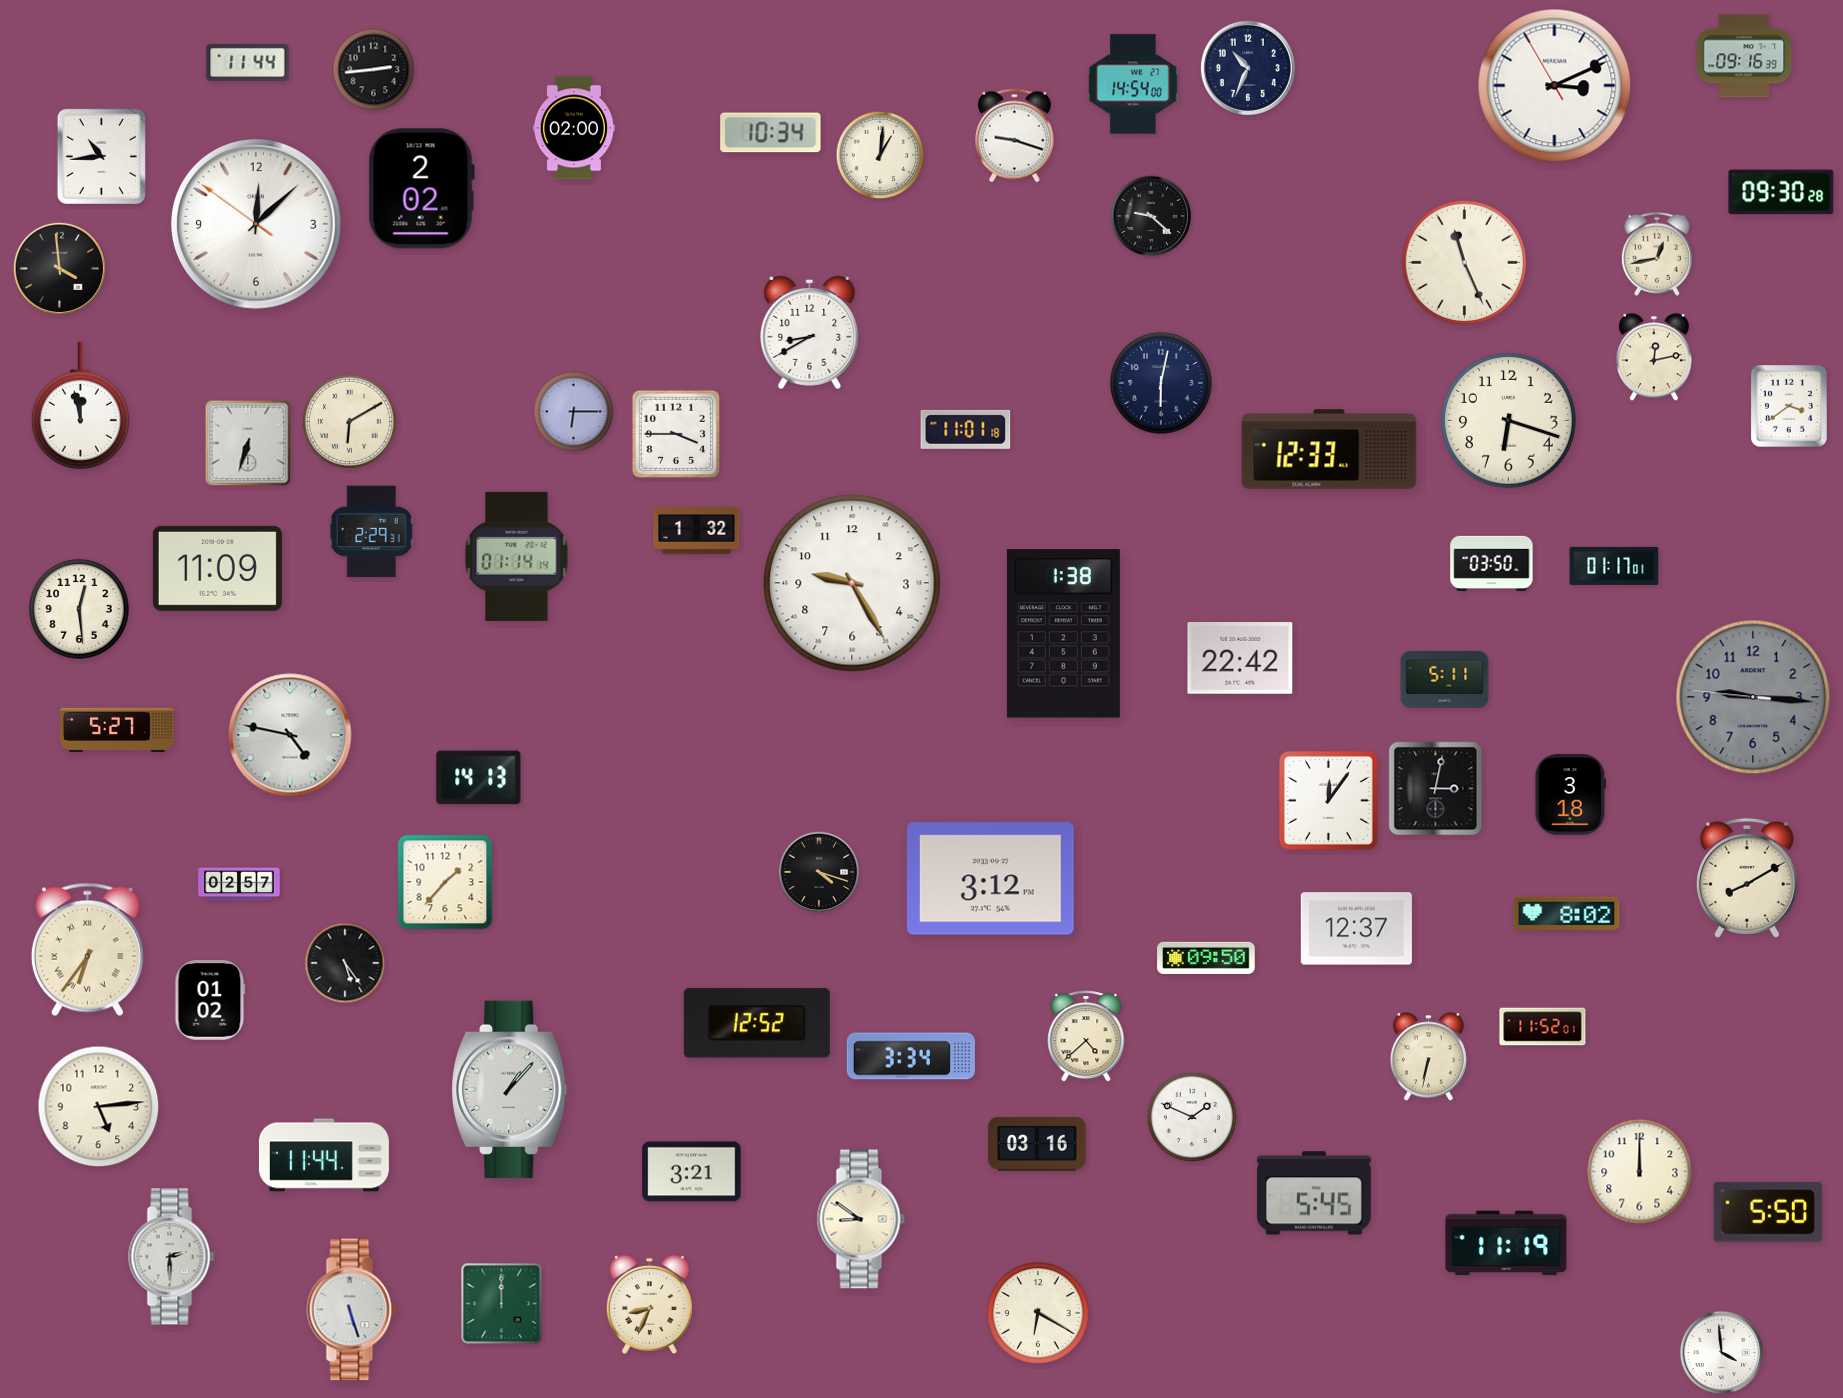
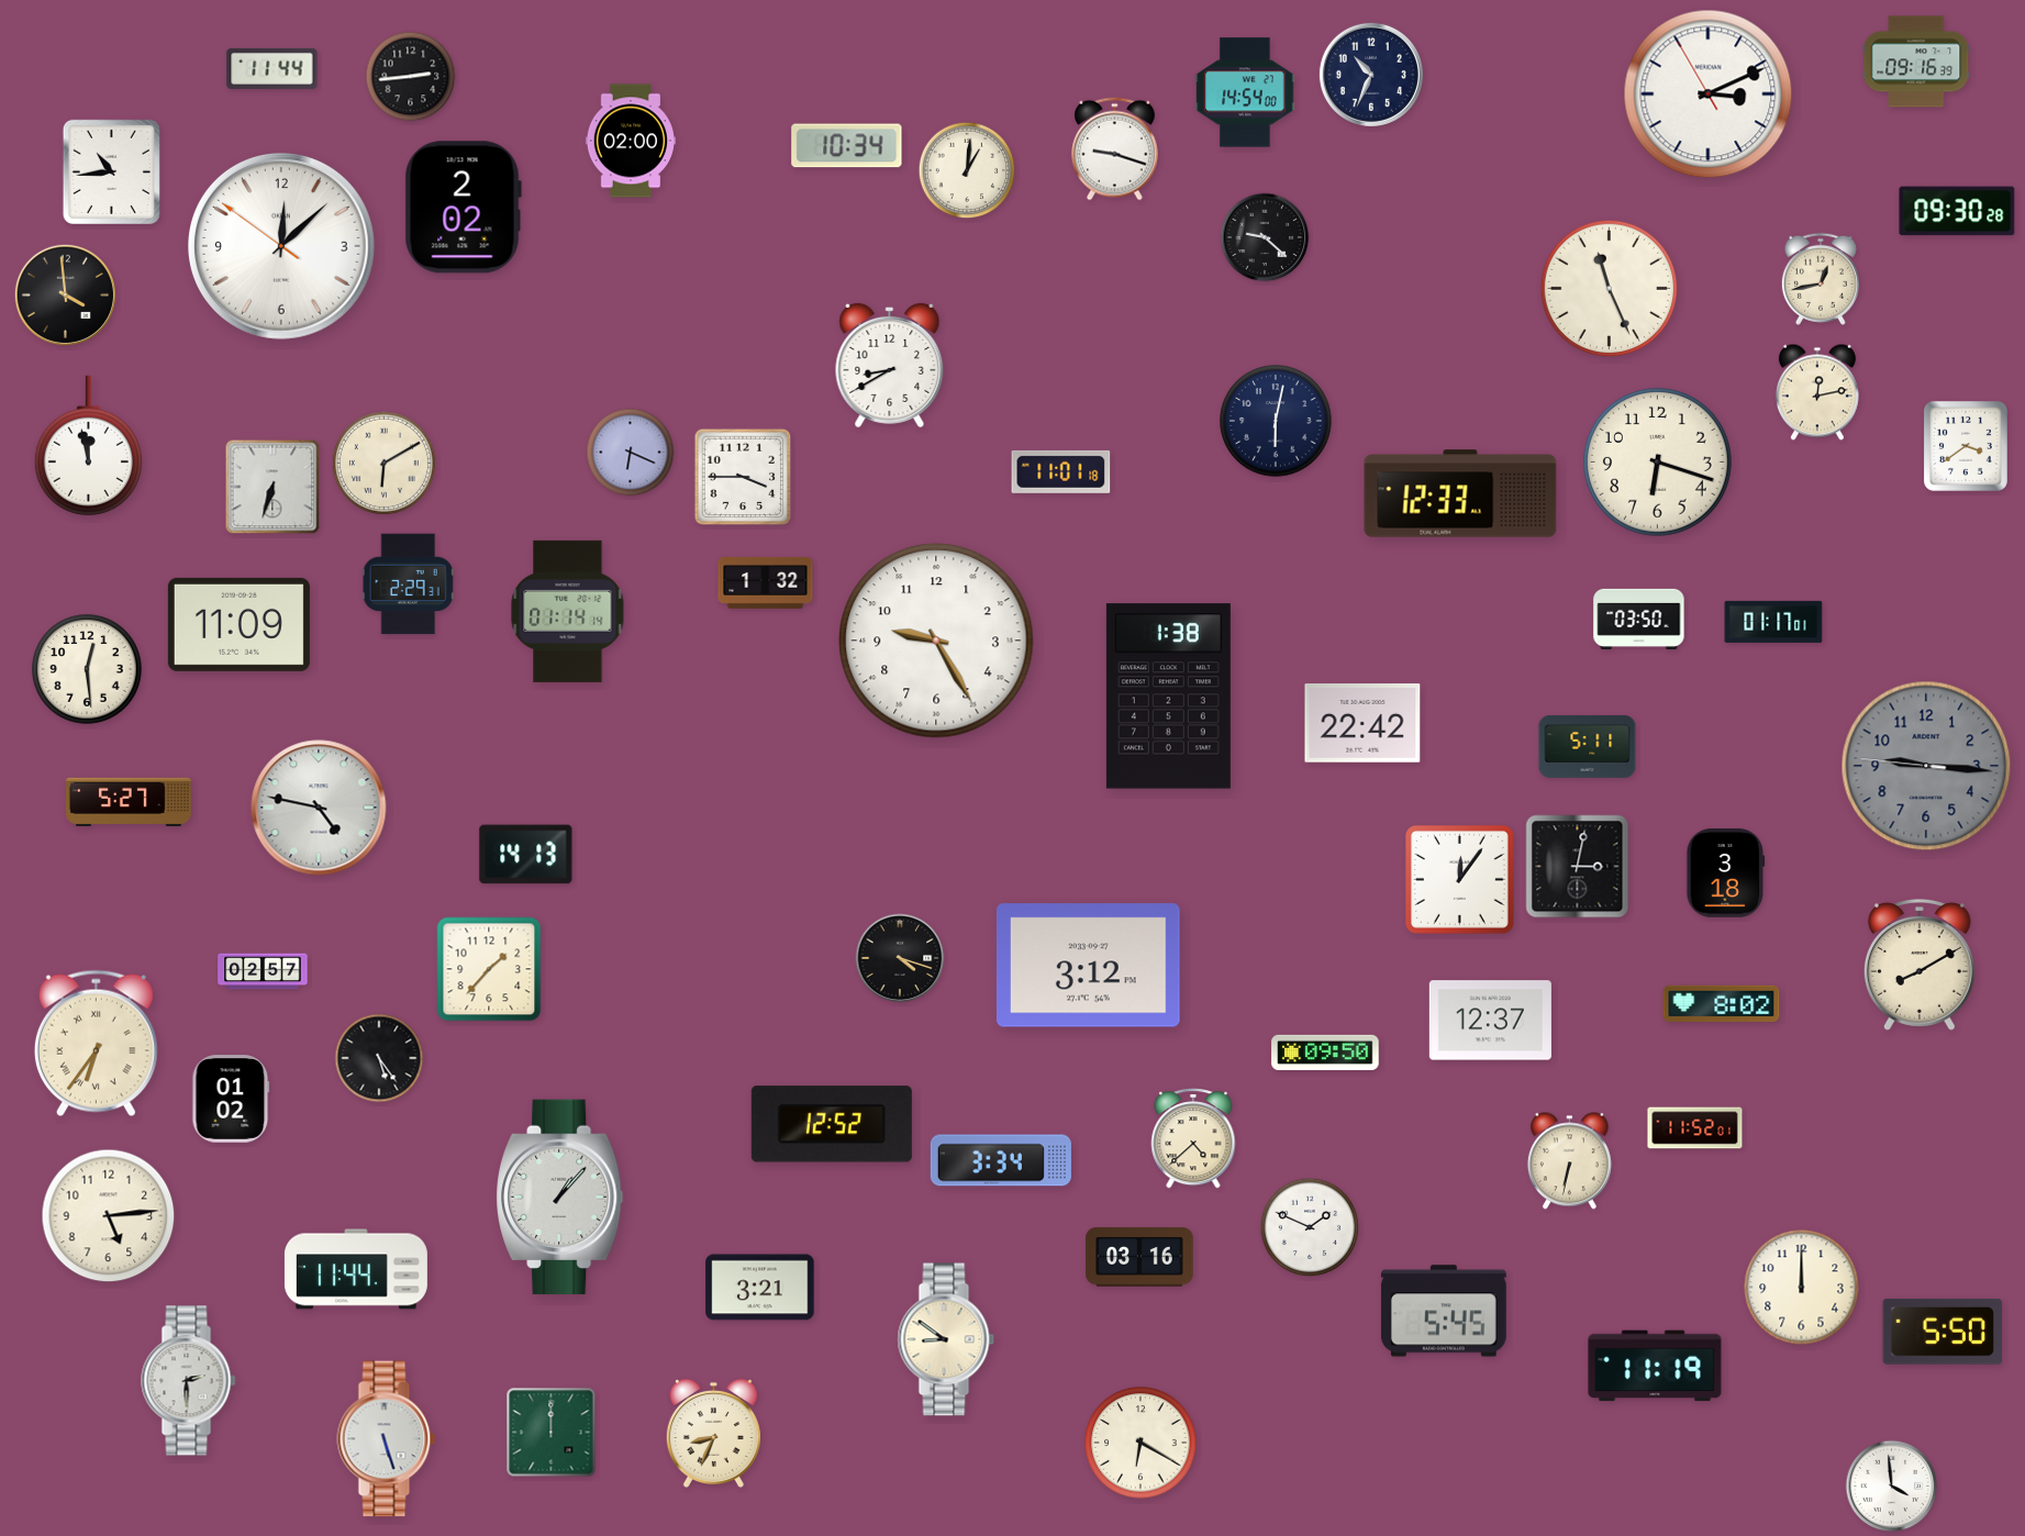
clock at (574, 412): 6:15 -> 6:19
